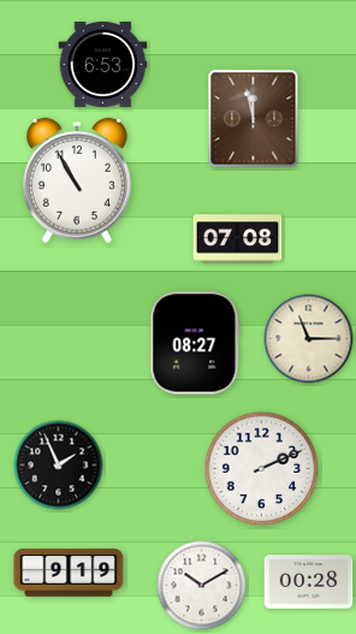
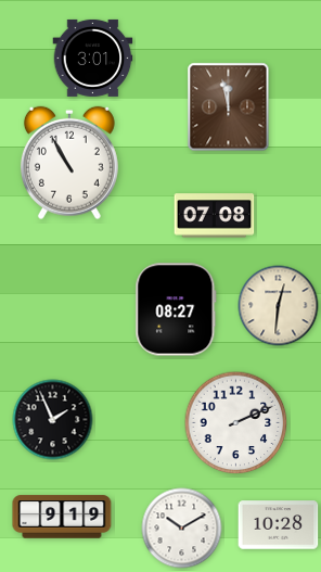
clock at (103, 64): 6:53 -> 3:01
clock at (309, 339): 11:15 -> 12:31
clock at (309, 582): 00:28 -> 10:28
